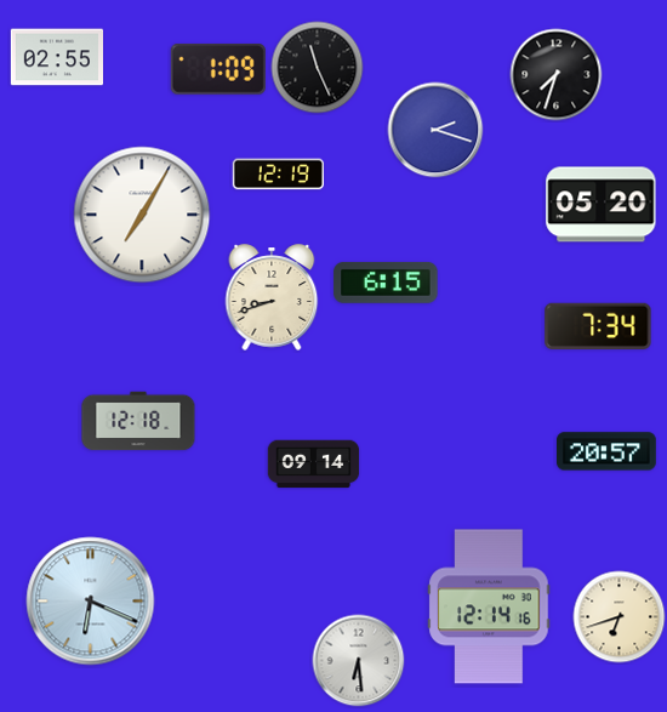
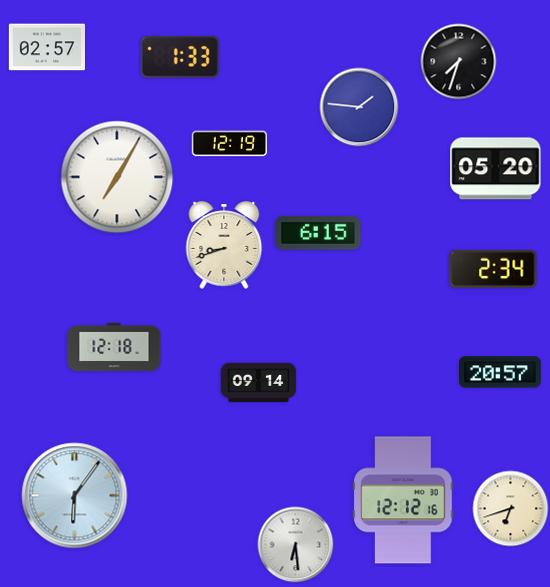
clock at (56, 57): 02:55 -> 02:57
clock at (318, 68): 11:26 -> none
clock at (218, 69): 1:09 -> 1:33
clock at (435, 130): 2:18 -> 1:46
clock at (598, 326): 7:34 -> 2:34
clock at (91, 602): 6:19 -> 6:06
clock at (489, 606): 12:14 -> 12:12
